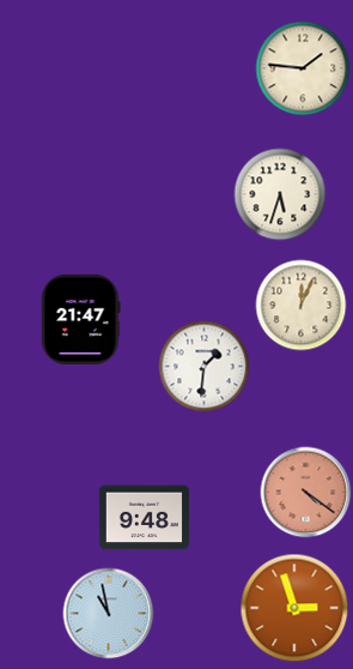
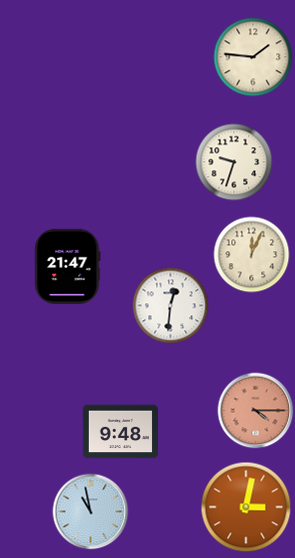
clock at (280, 194): 5:33 -> 9:33
clock at (205, 367): 1:31 -> 12:31
clock at (306, 493): 4:21 -> 4:15
clock at (294, 608): 2:57 -> 3:02
